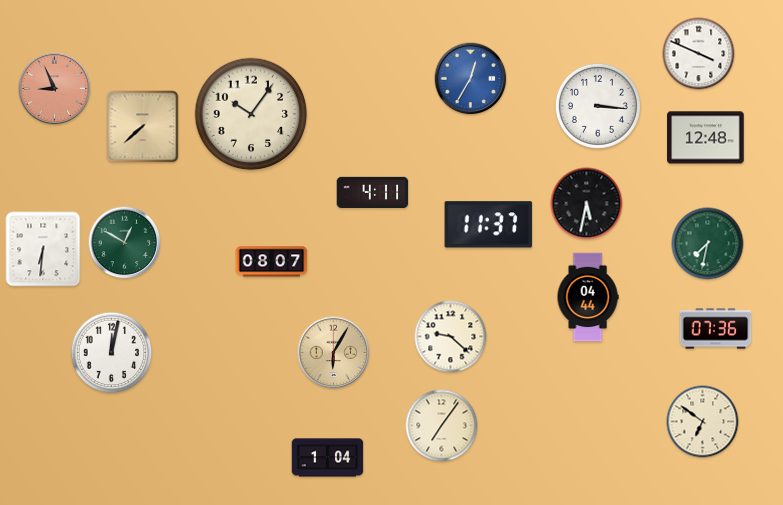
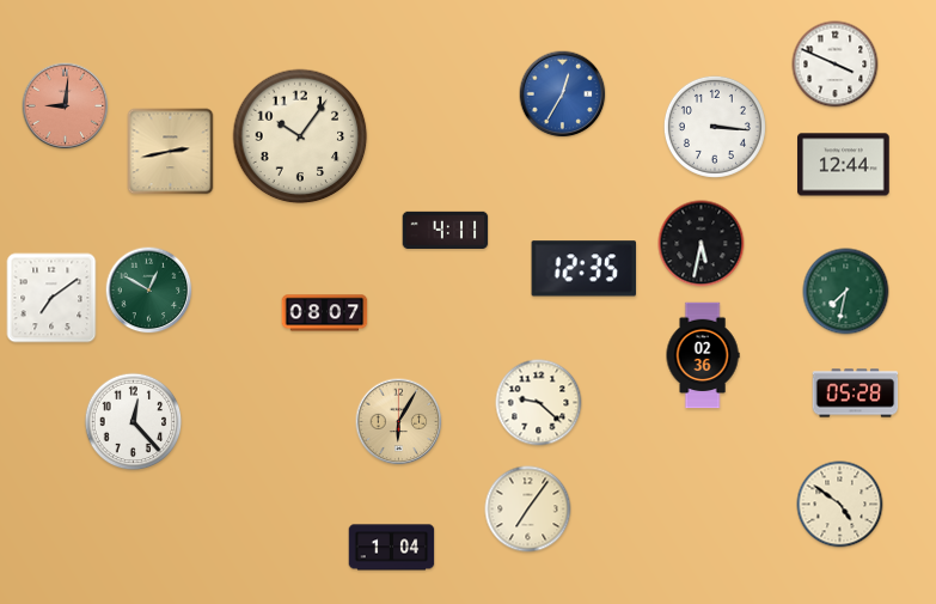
clock at (55, 89): 8:56 -> 9:01
clock at (143, 127): 7:38 -> 2:43
clock at (706, 138): 12:48 -> 12:44
clock at (489, 225): 11:37 -> 12:35
clock at (43, 249): 6:31 -> 7:09
clock at (588, 297): 04:44 -> 02:36
clock at (716, 329): 07:36 -> 05:28
clock at (112, 353): 12:02 -> 12:23
clock at (703, 422): 6:51 -> 4:51
